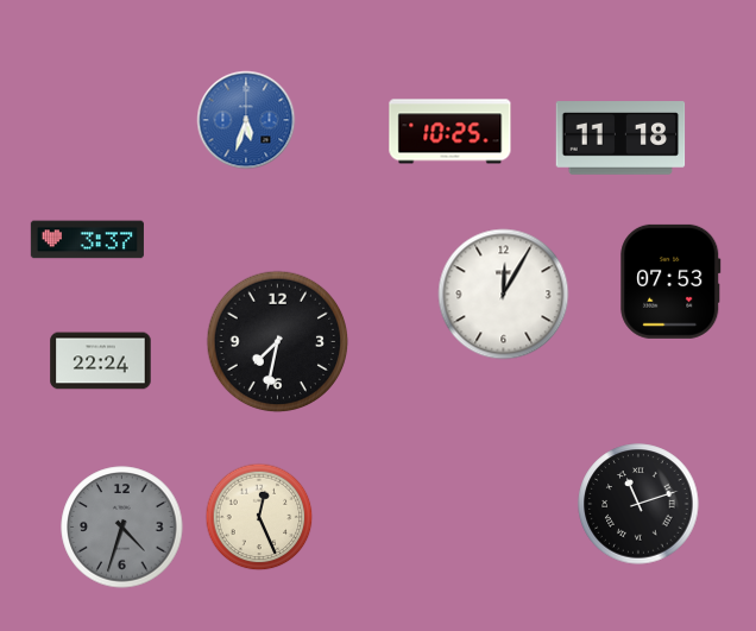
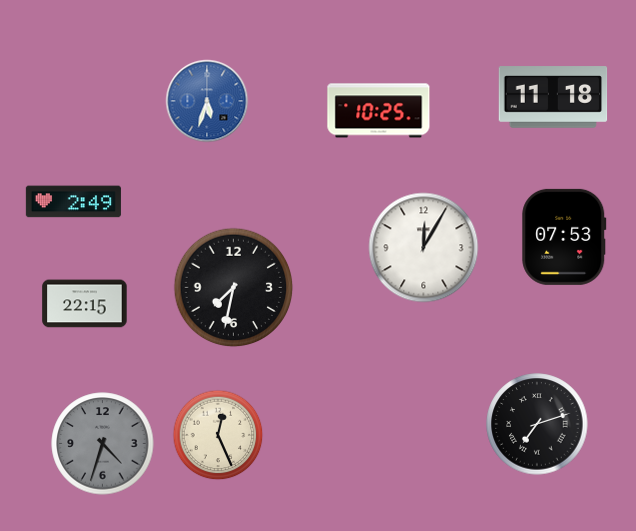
clock at (620, 138) position: (620, 138) -> (553, 97)
clock at (87, 240): 3:37 -> 2:49
clock at (101, 361): 22:24 -> 22:15
clock at (638, 504): 11:12 -> 7:12
